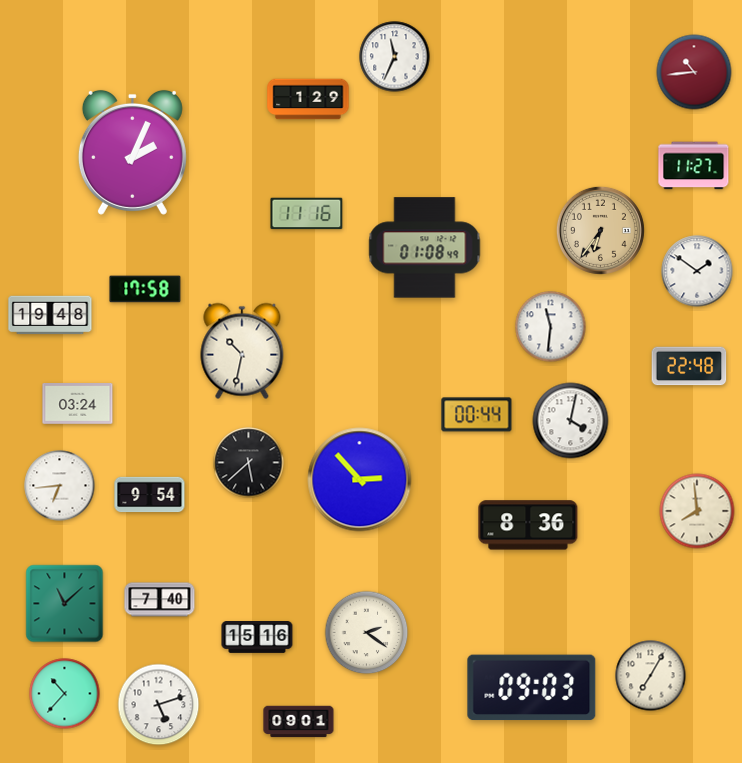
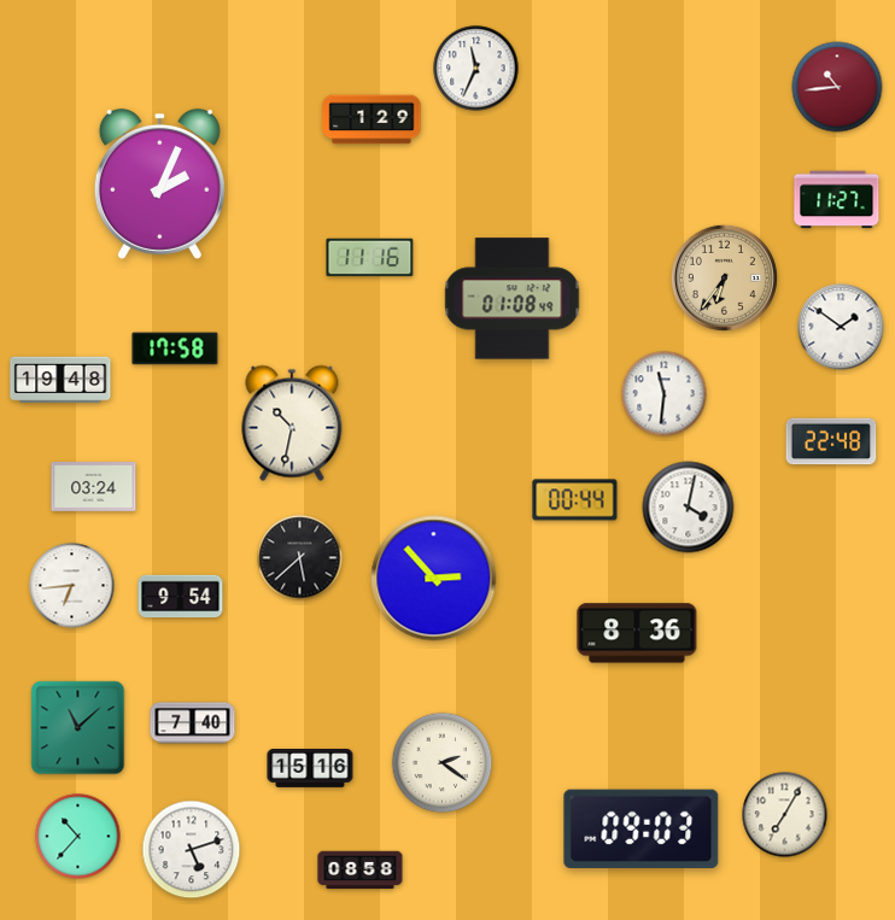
clock at (697, 511): 7:59 -> none
clock at (299, 722): 09:01 -> 08:58
